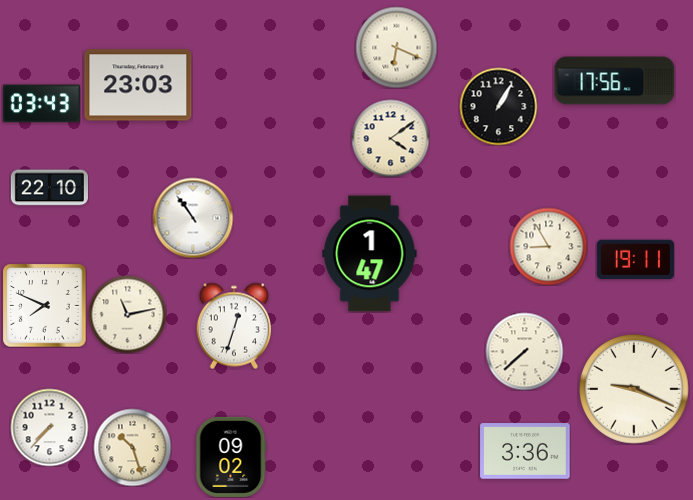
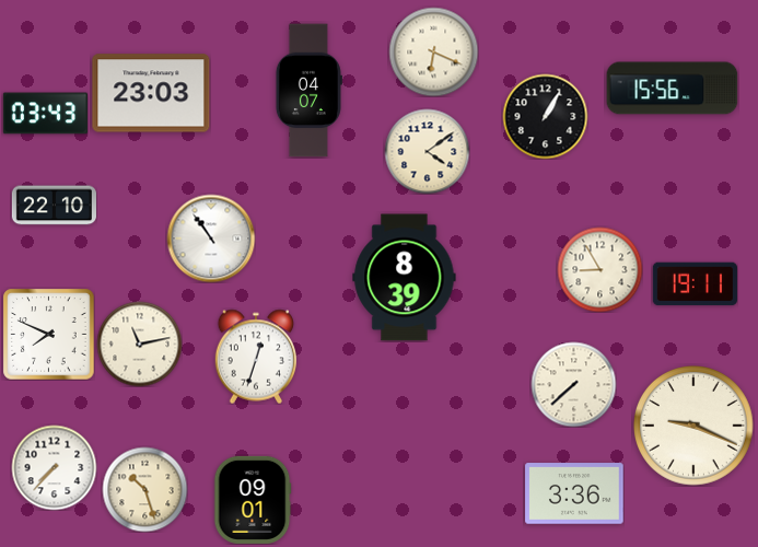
clock at (615, 81): 17:56 -> 15:56
clock at (308, 91): none -> 04:07
clock at (370, 254): 1:47 -> 8:39
clock at (231, 457): 09:02 -> 09:01
